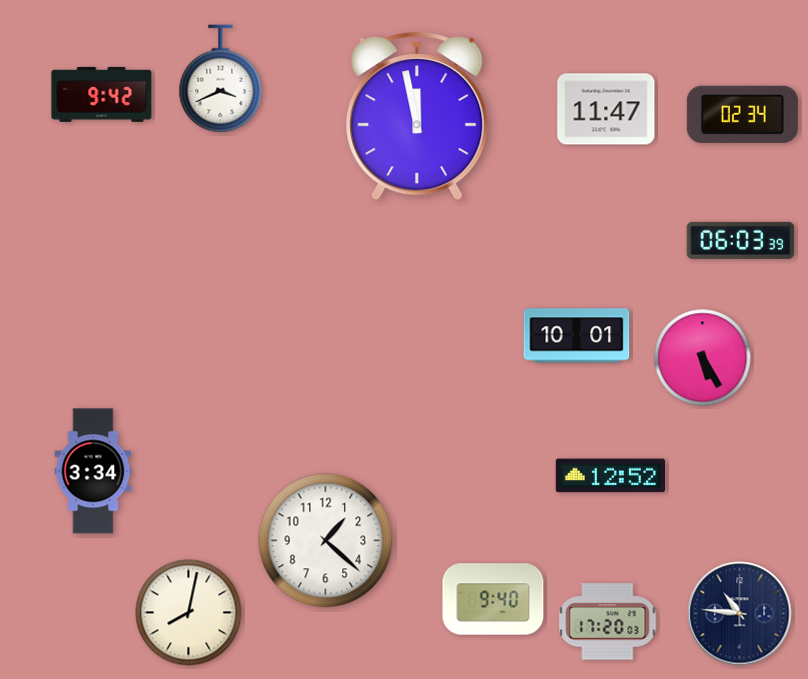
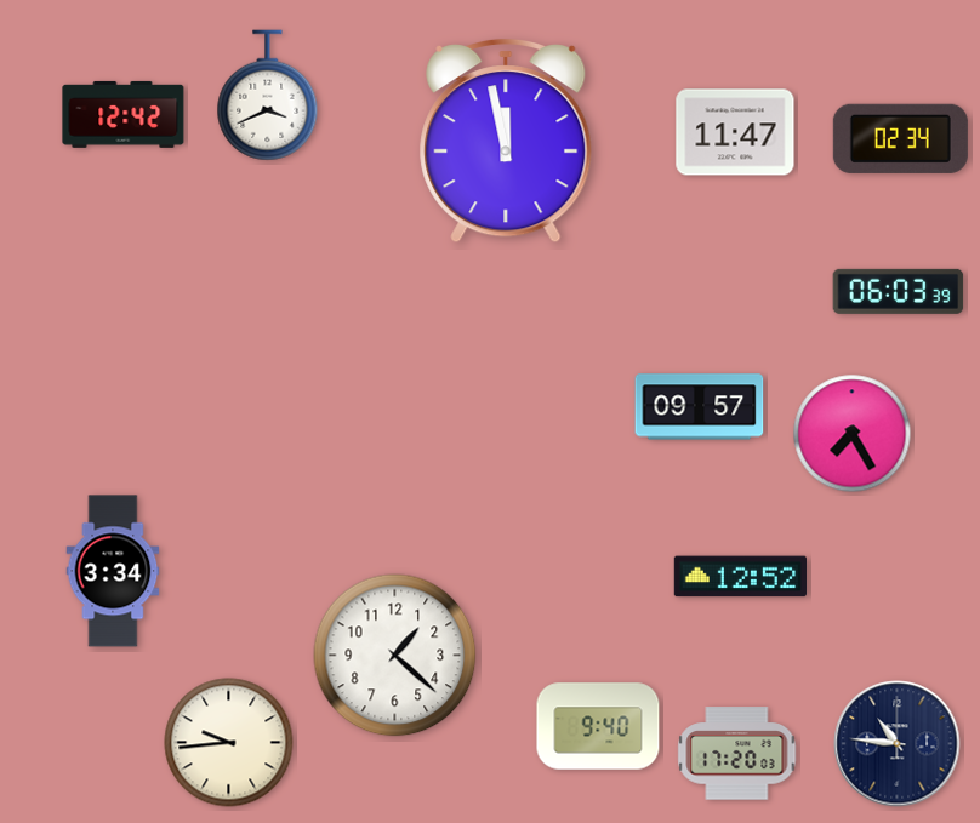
clock at (102, 94): 9:42 -> 12:42
clock at (577, 336): 10:01 -> 09:57
clock at (703, 358): 5:25 -> 7:25
clock at (189, 613): 8:02 -> 9:44
